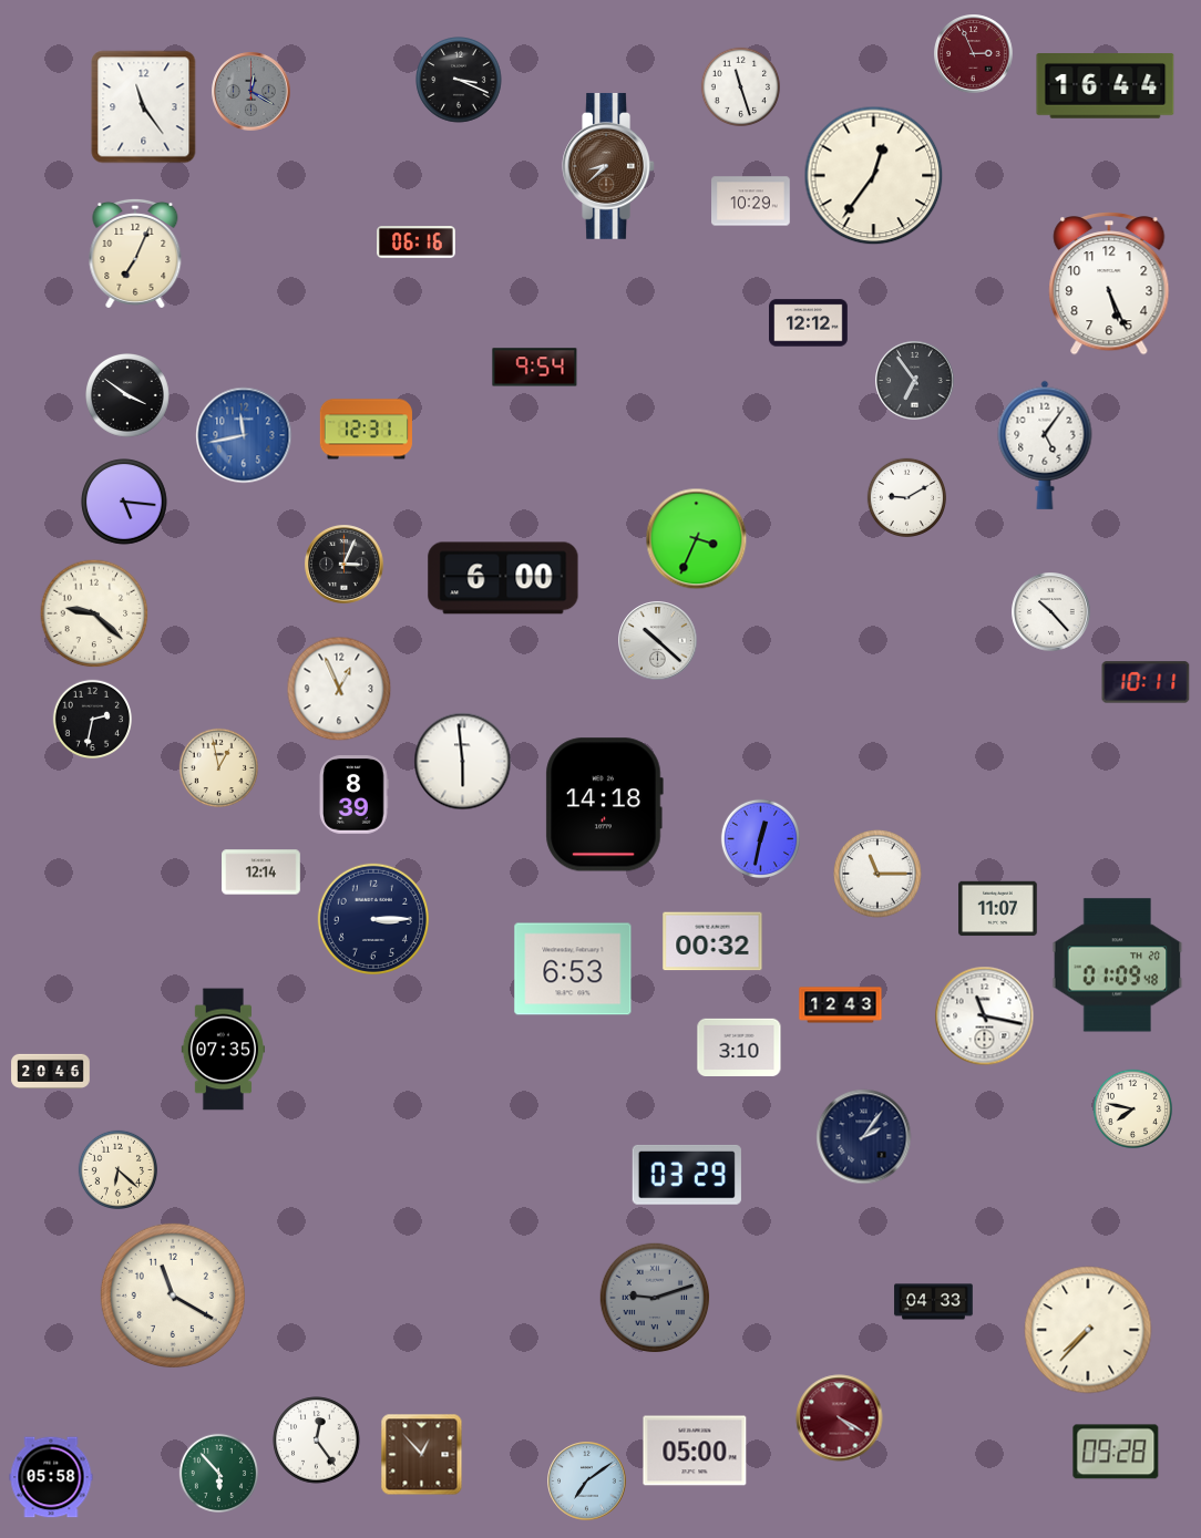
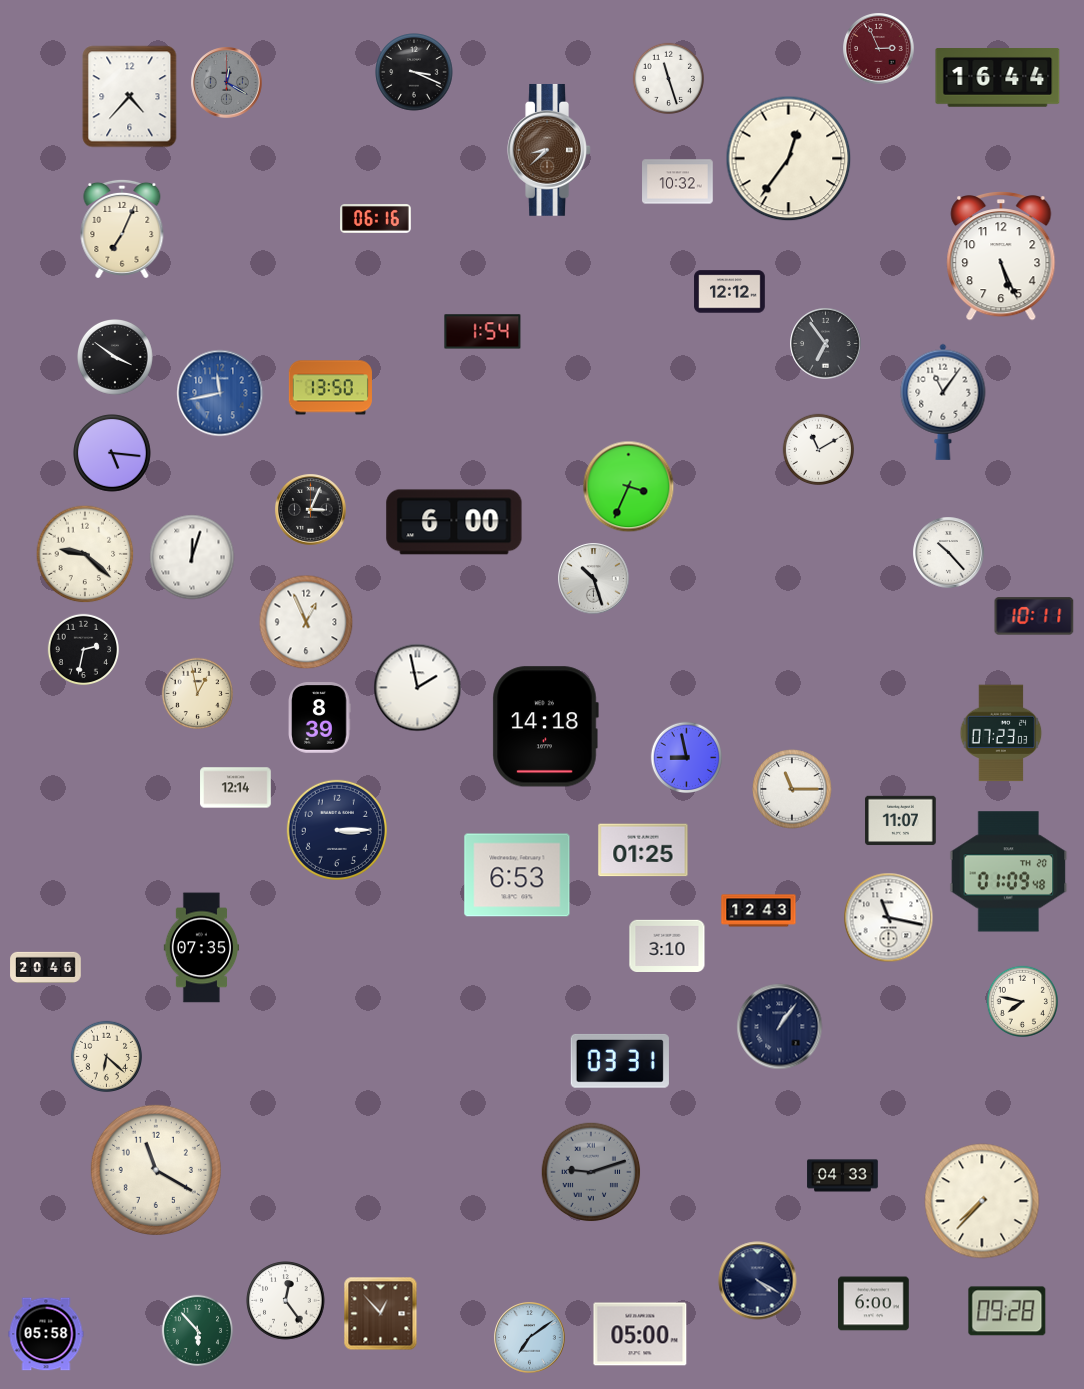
clock at (144, 107): 11:24 -> 4:37
clock at (751, 202): 10:29 -> 10:32
clock at (535, 368): 9:54 -> 1:54
clock at (366, 430): 12:31 -> 13:50
clock at (1045, 445): 5:06 -> 11:06
clock at (906, 497): 9:10 -> 11:10
clock at (192, 557): none -> 12:03
clock at (658, 641): 10:22 -> 10:27
clock at (463, 762): 5:59 -> 1:58
clock at (1001, 733): none -> 07:23
clock at (760, 838): 12:32 -> 8:58
clock at (712, 941): 00:32 -> 01:25
clock at (841, 1005) position: (841, 1005) -> (759, 911)
clock at (864, 1137): 2:06 -> 1:06
clock at (687, 1175): 03:29 -> 03:31
clock at (840, 1418) dial: burgundy -> navy
clock at (874, 1304): none -> 6:00
clock at (695, 1451) position: (695, 1451) -> (640, 1334)
